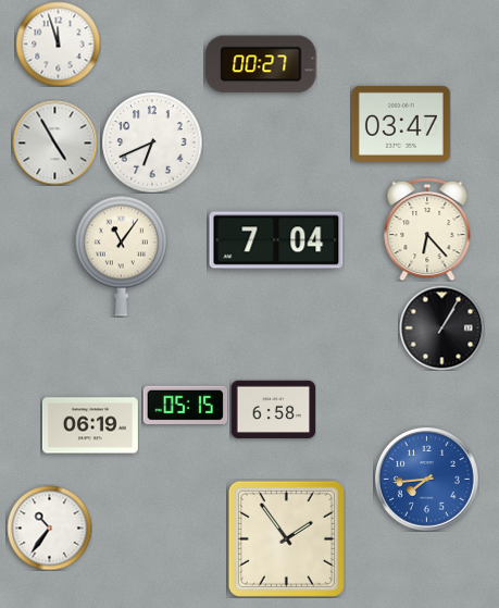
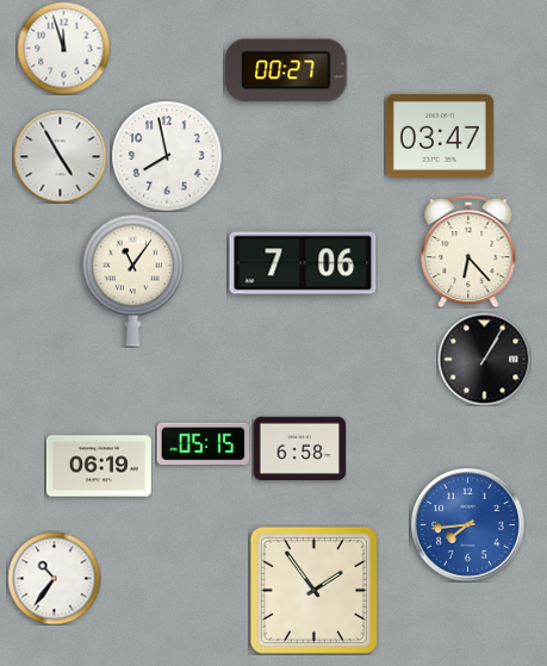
clock at (152, 142): 6:41 -> 7:58
clock at (276, 240): 7:04 -> 7:06
